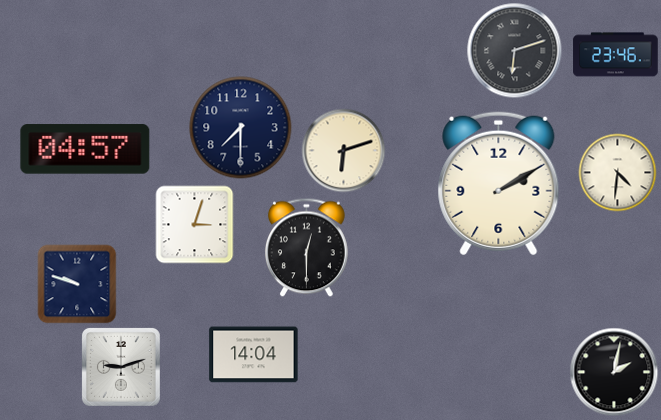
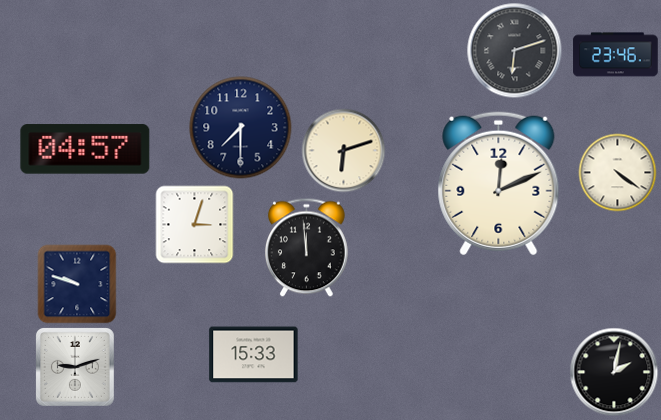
clock at (618, 173): 4:31 -> 4:21
clock at (499, 184): 2:10 -> 12:11
clock at (307, 248): 12:30 -> 11:59
clock at (254, 355): 14:04 -> 15:33
clock at (121, 367) position: (121, 367) -> (75, 367)
